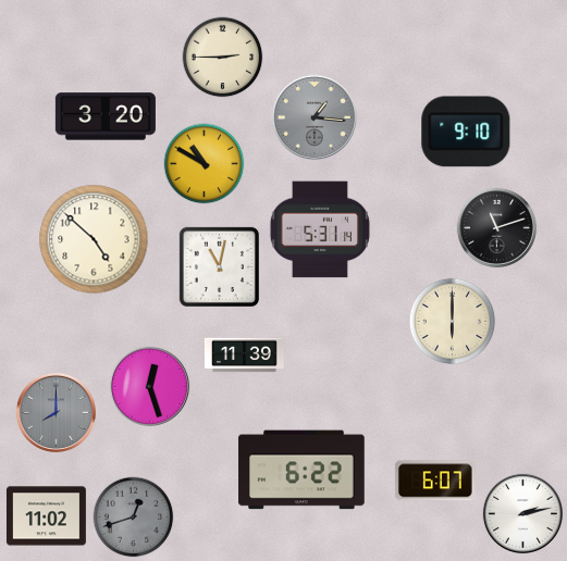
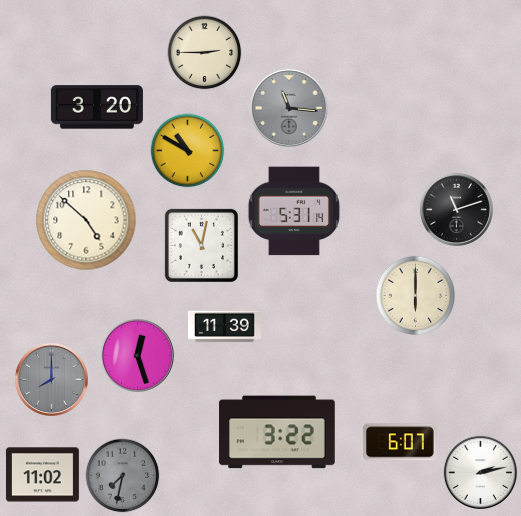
clock at (315, 117): 1:16 -> 11:16
clock at (466, 132): 9:10 -> none
clock at (301, 470): 6:22 -> 3:22
clock at (134, 518): 12:42 -> 7:32
